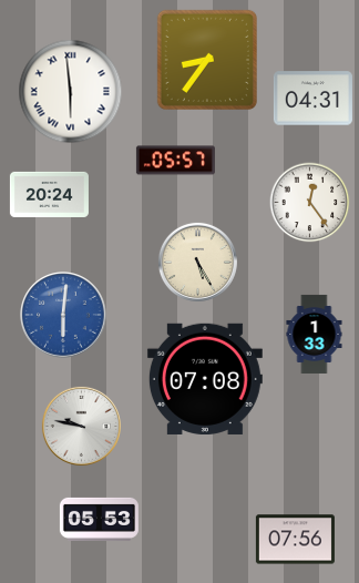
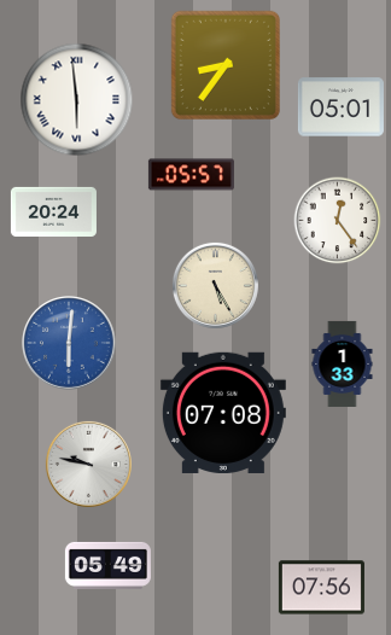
clock at (312, 99): 04:31 -> 05:01
clock at (99, 519): 05:53 -> 05:49
